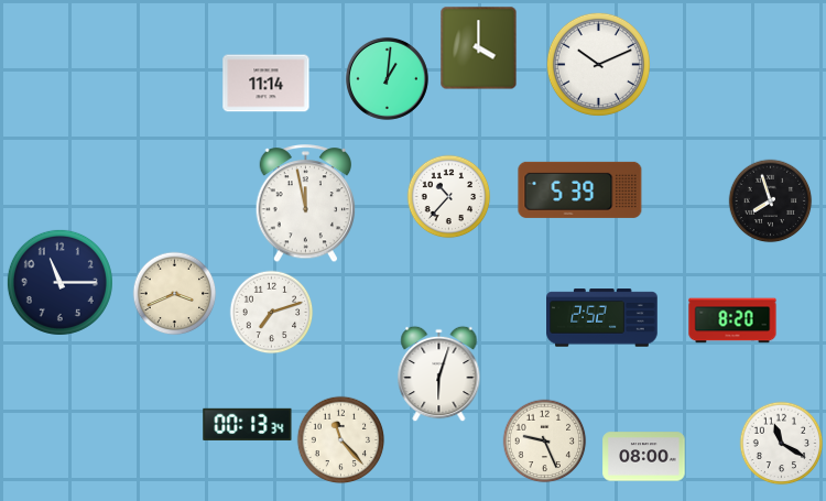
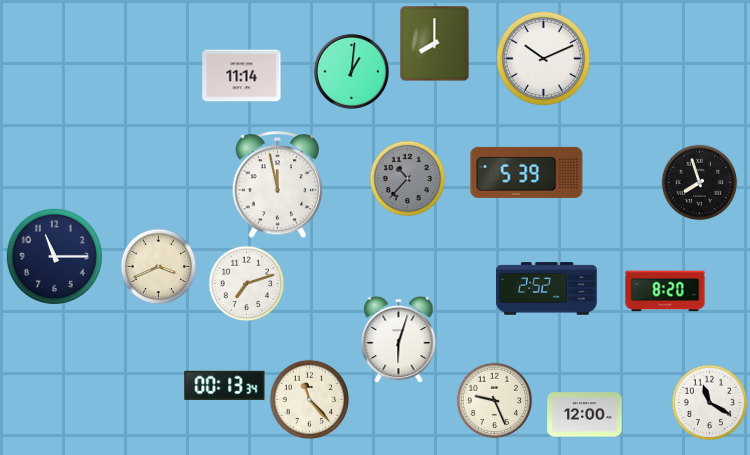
clock at (479, 48): 4:00 -> 8:00
clock at (449, 197) dial: white -> grey
clock at (644, 457): 08:00 -> 12:00
